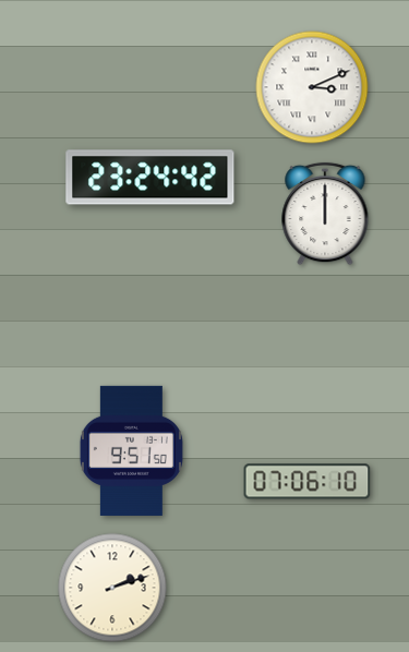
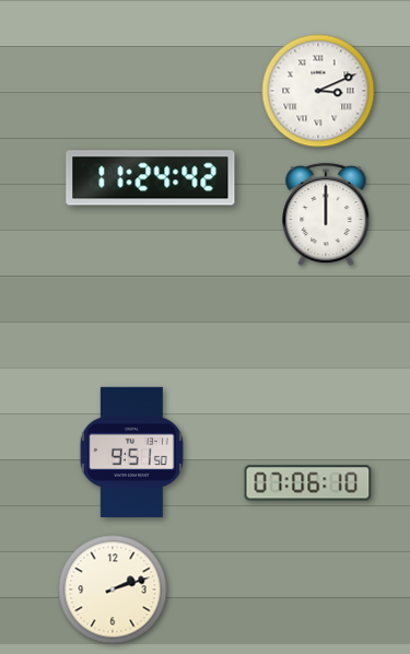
clock at (312, 87) position: (312, 87) -> (318, 91)
clock at (151, 178): 23:24 -> 11:24
